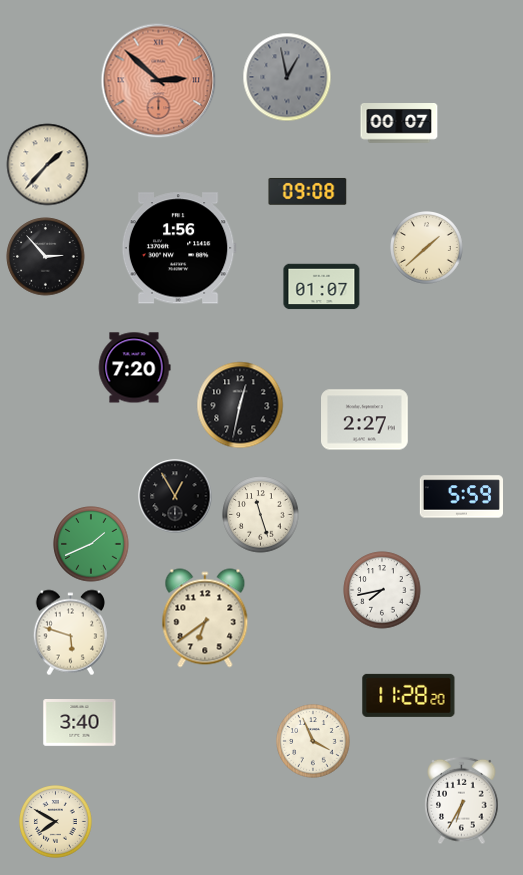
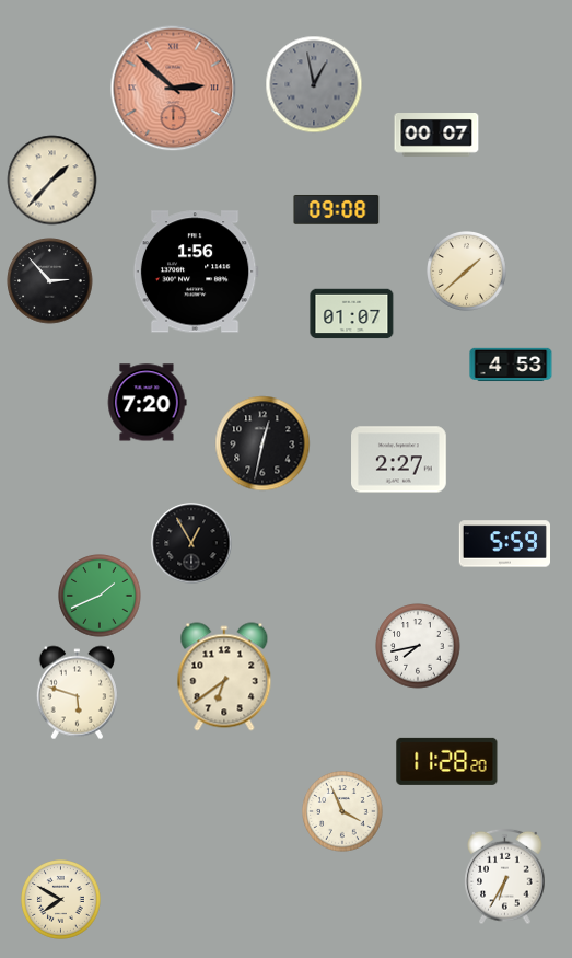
clock at (511, 365): none -> 4:53
clock at (261, 515): 11:27 -> none
clock at (80, 723): 3:40 -> none
